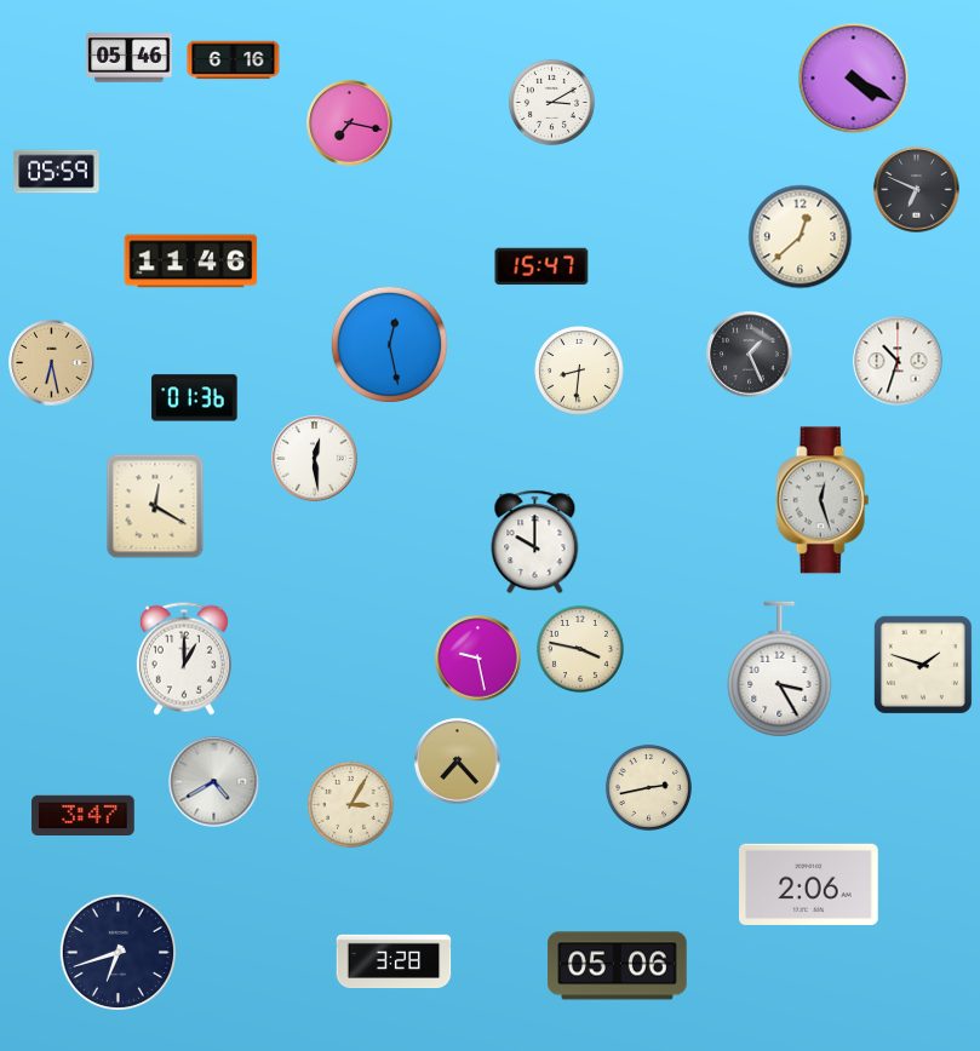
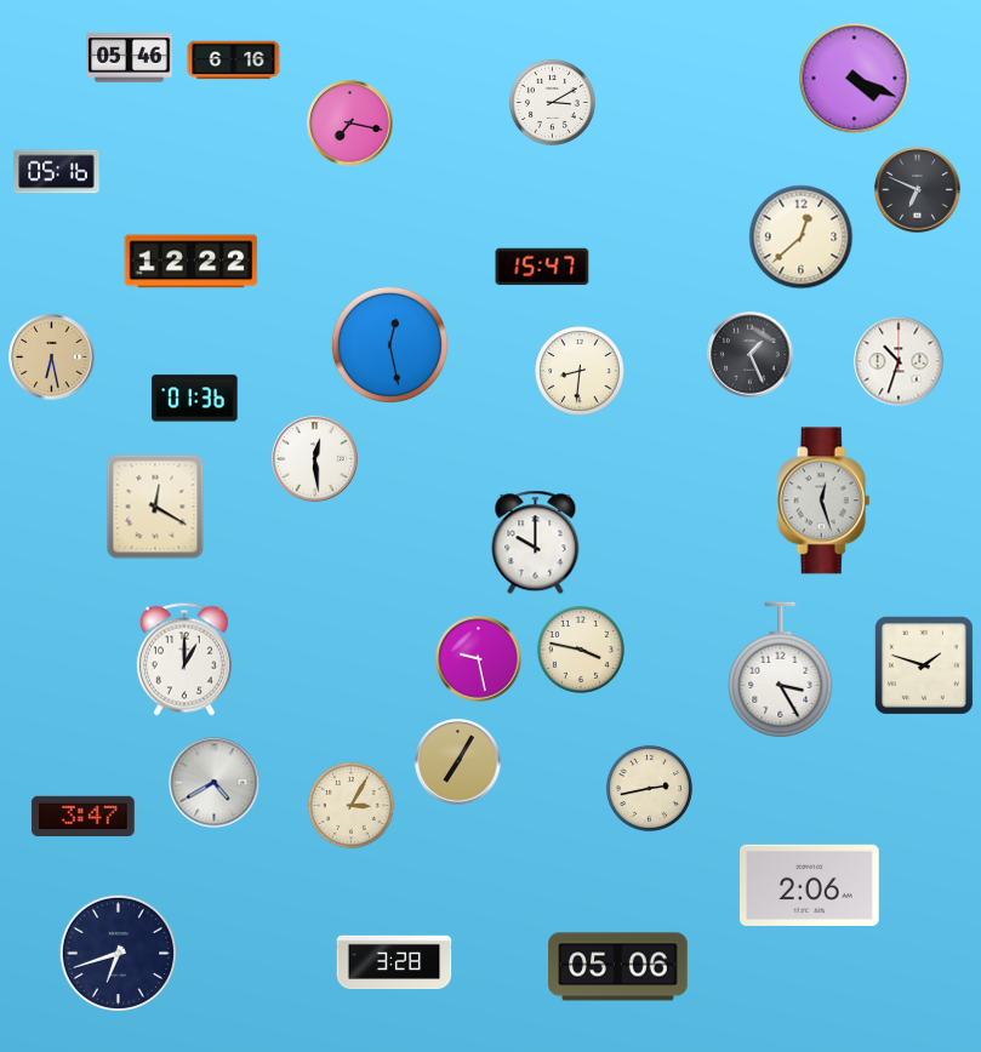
clock at (854, 79): 4:20 -> 4:19
clock at (57, 172): 05:59 -> 05:16
clock at (191, 262): 11:46 -> 12:22
clock at (52, 363) position: (52, 363) -> (52, 358)
clock at (458, 762): 7:23 -> 7:05
